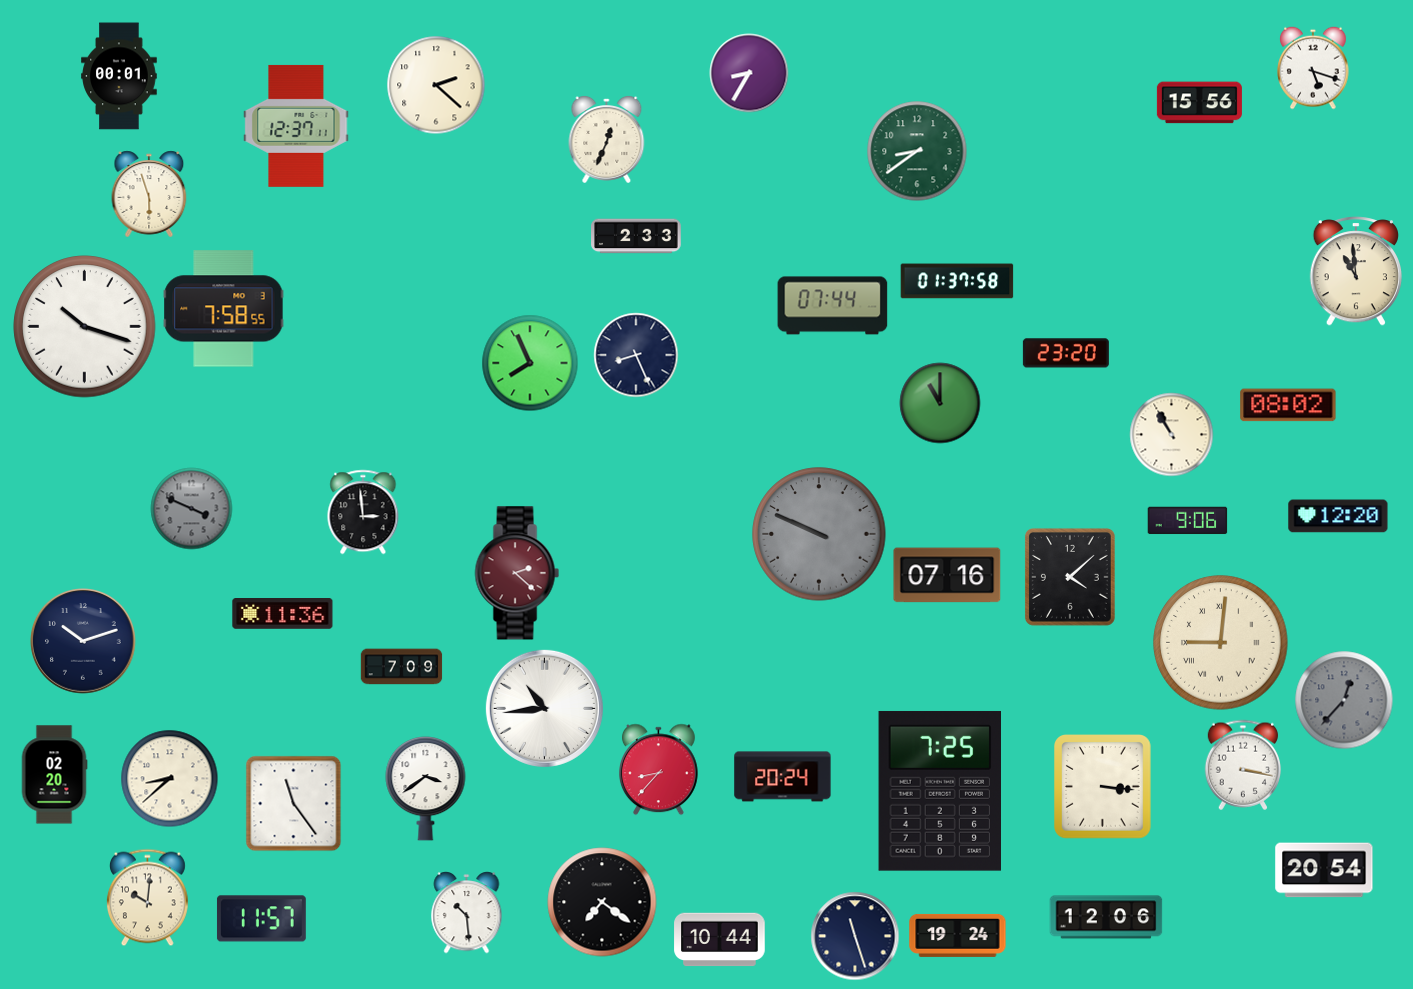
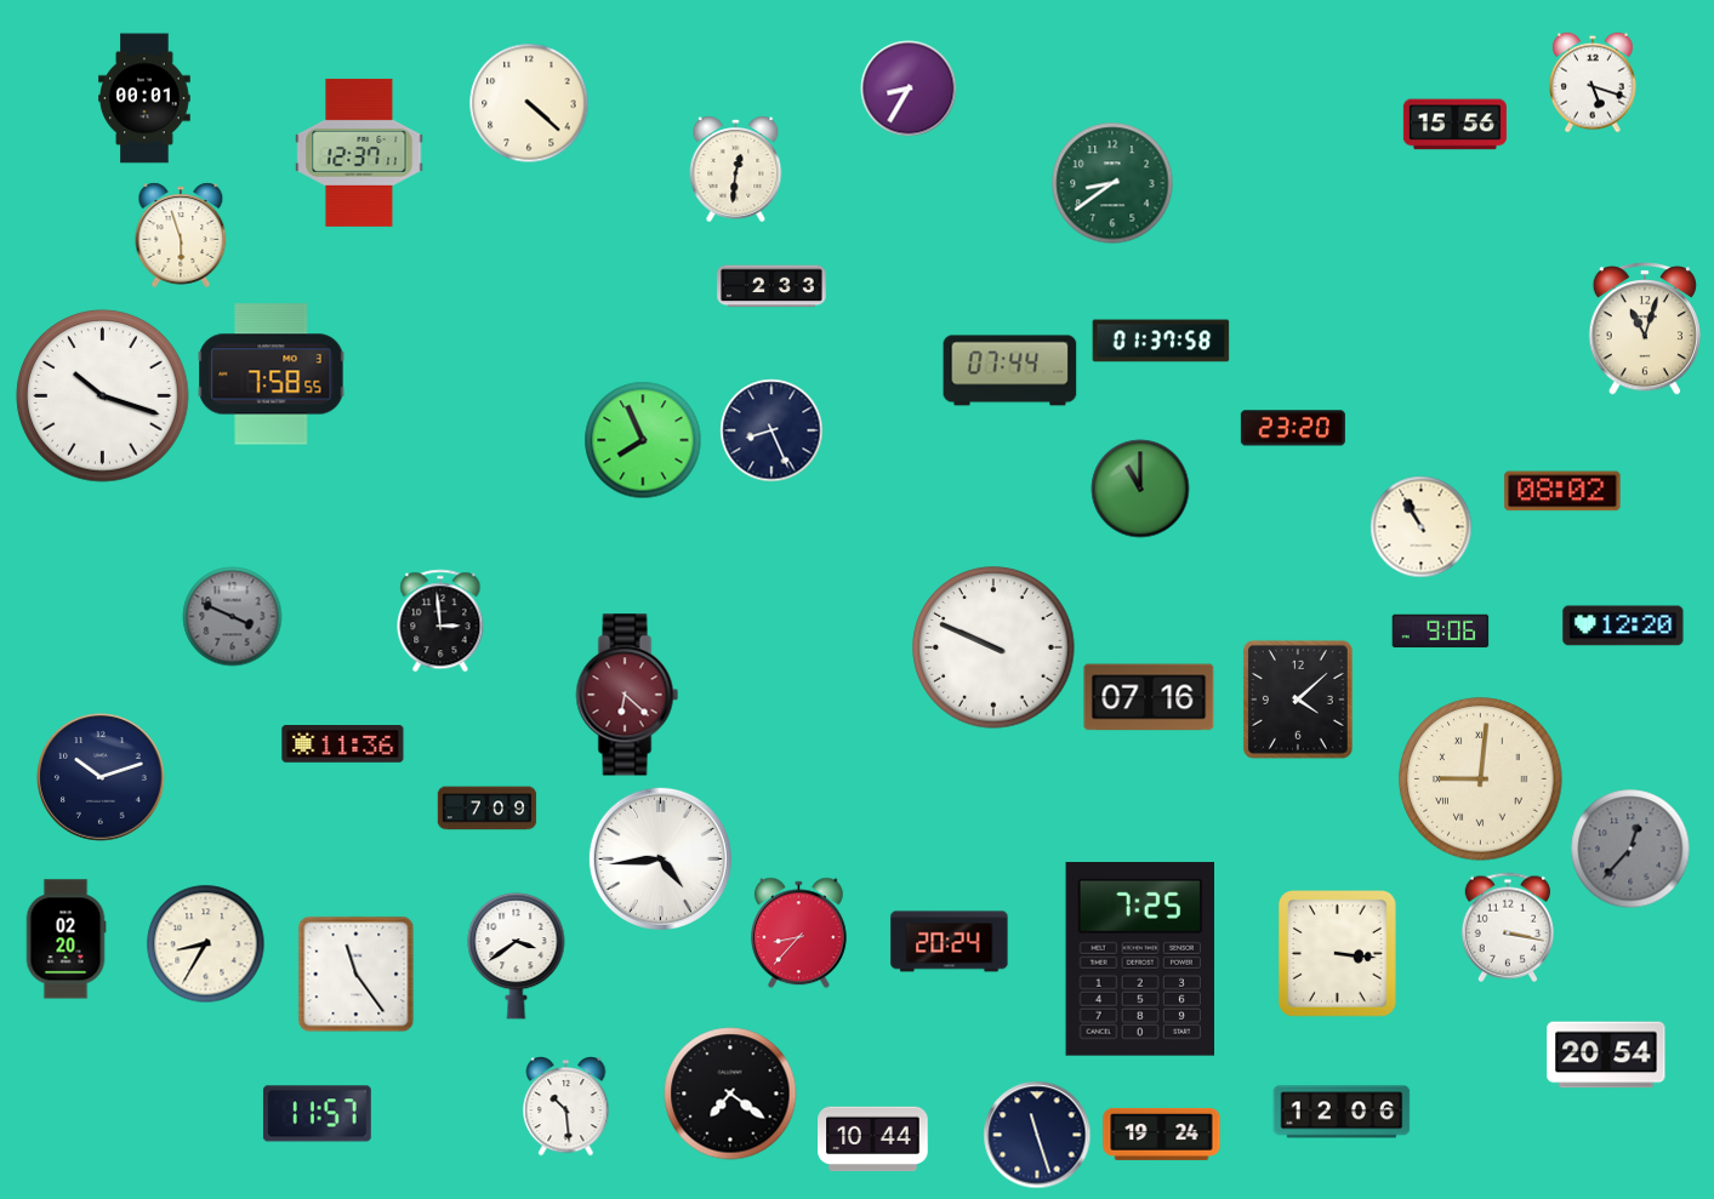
clock at (119, 76) position: (119, 76) -> (144, 98)
clock at (436, 85): 2:22 -> 4:22
clock at (607, 140): 12:34 -> 12:31
clock at (1355, 271): 10:59 -> 11:03
clock at (819, 534) dial: grey -> white
clock at (517, 573): 2:22 -> 6:22
clock at (544, 708): 10:44 -> 4:44
clock at (170, 779): 8:38 -> 8:35
clock at (147, 898): 10:01 -> none
